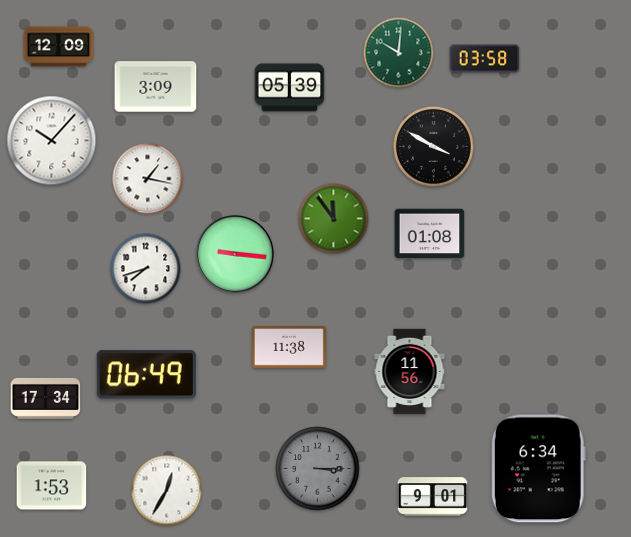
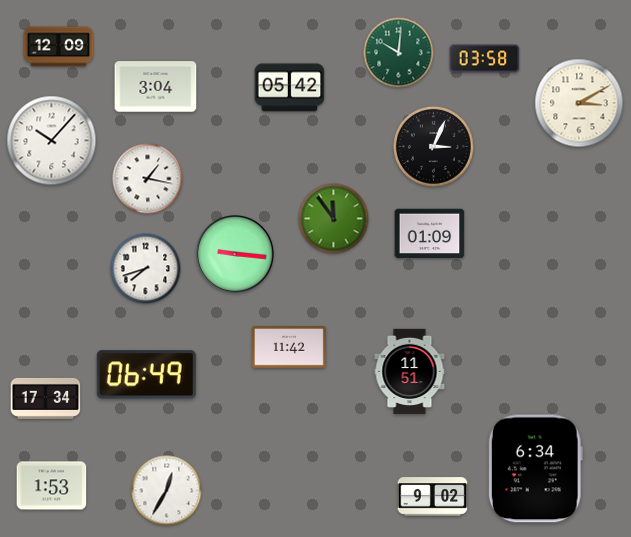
clock at (156, 87): 3:09 -> 3:04
clock at (290, 88): 05:39 -> 05:42
clock at (579, 103): none -> 3:10
clock at (433, 146): 3:50 -> 3:04
clock at (430, 234): 01:08 -> 01:09
clock at (290, 347): 11:38 -> 11:42
clock at (410, 371): 11:56 -> 11:51
clock at (318, 469): 3:15 -> none
clock at (538, 469) position: (538, 469) -> (535, 469)
clock at (433, 497): 9:01 -> 9:02
